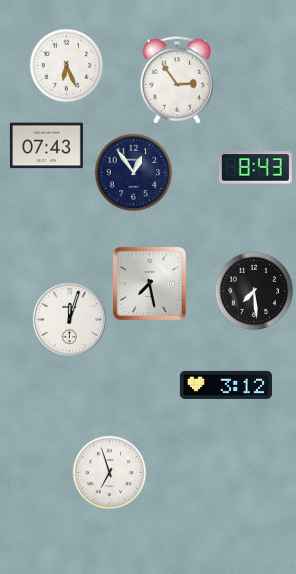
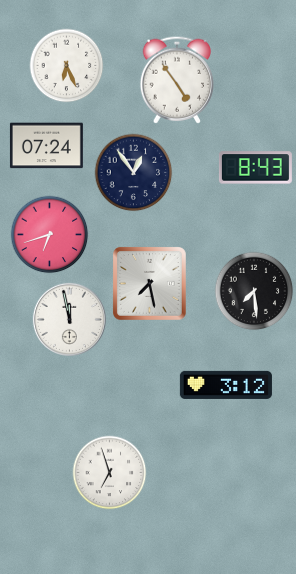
clock at (176, 80): 2:54 -> 4:54
clock at (46, 146): 07:43 -> 07:24
clock at (50, 235): none -> 6:42
clock at (69, 319): 12:03 -> 11:58
